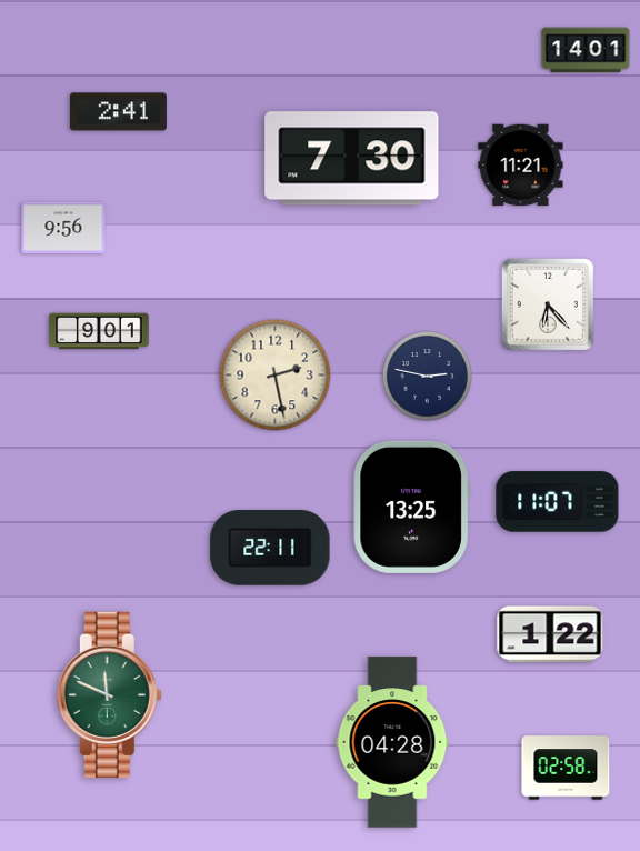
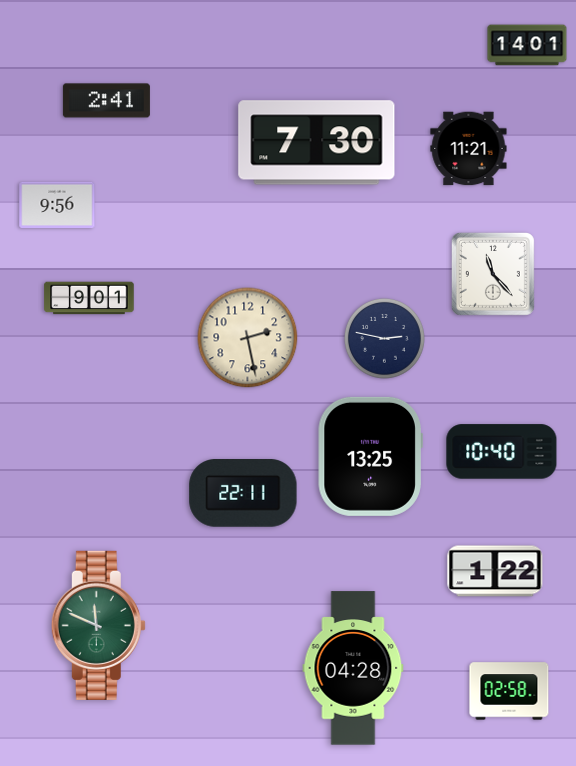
clock at (548, 304): 6:23 -> 11:23
clock at (558, 502): 11:07 -> 10:40
